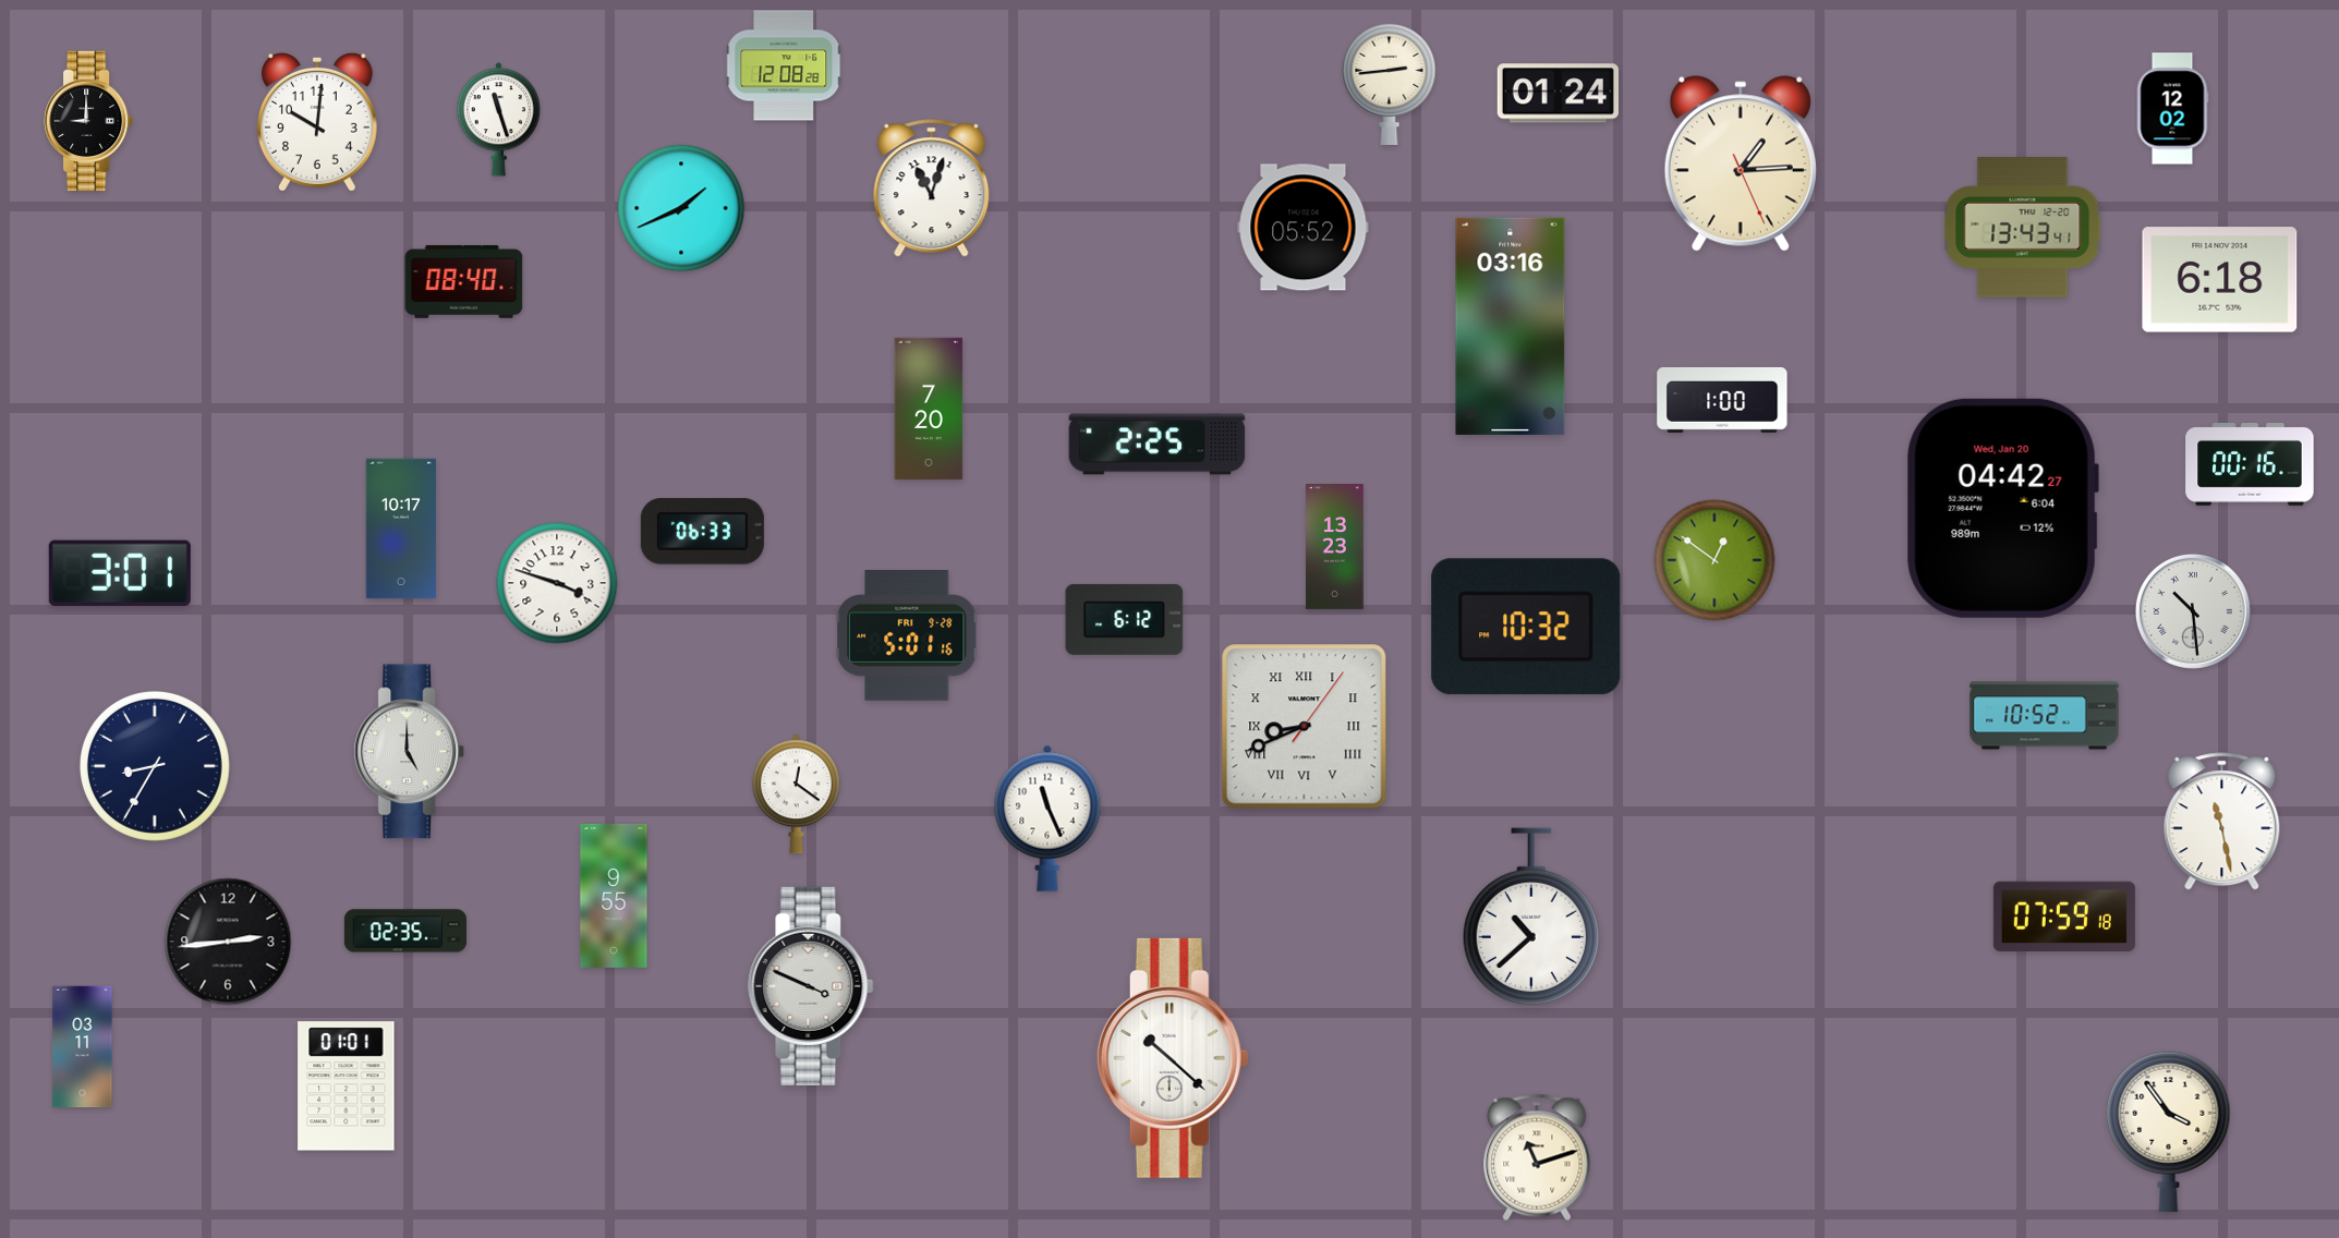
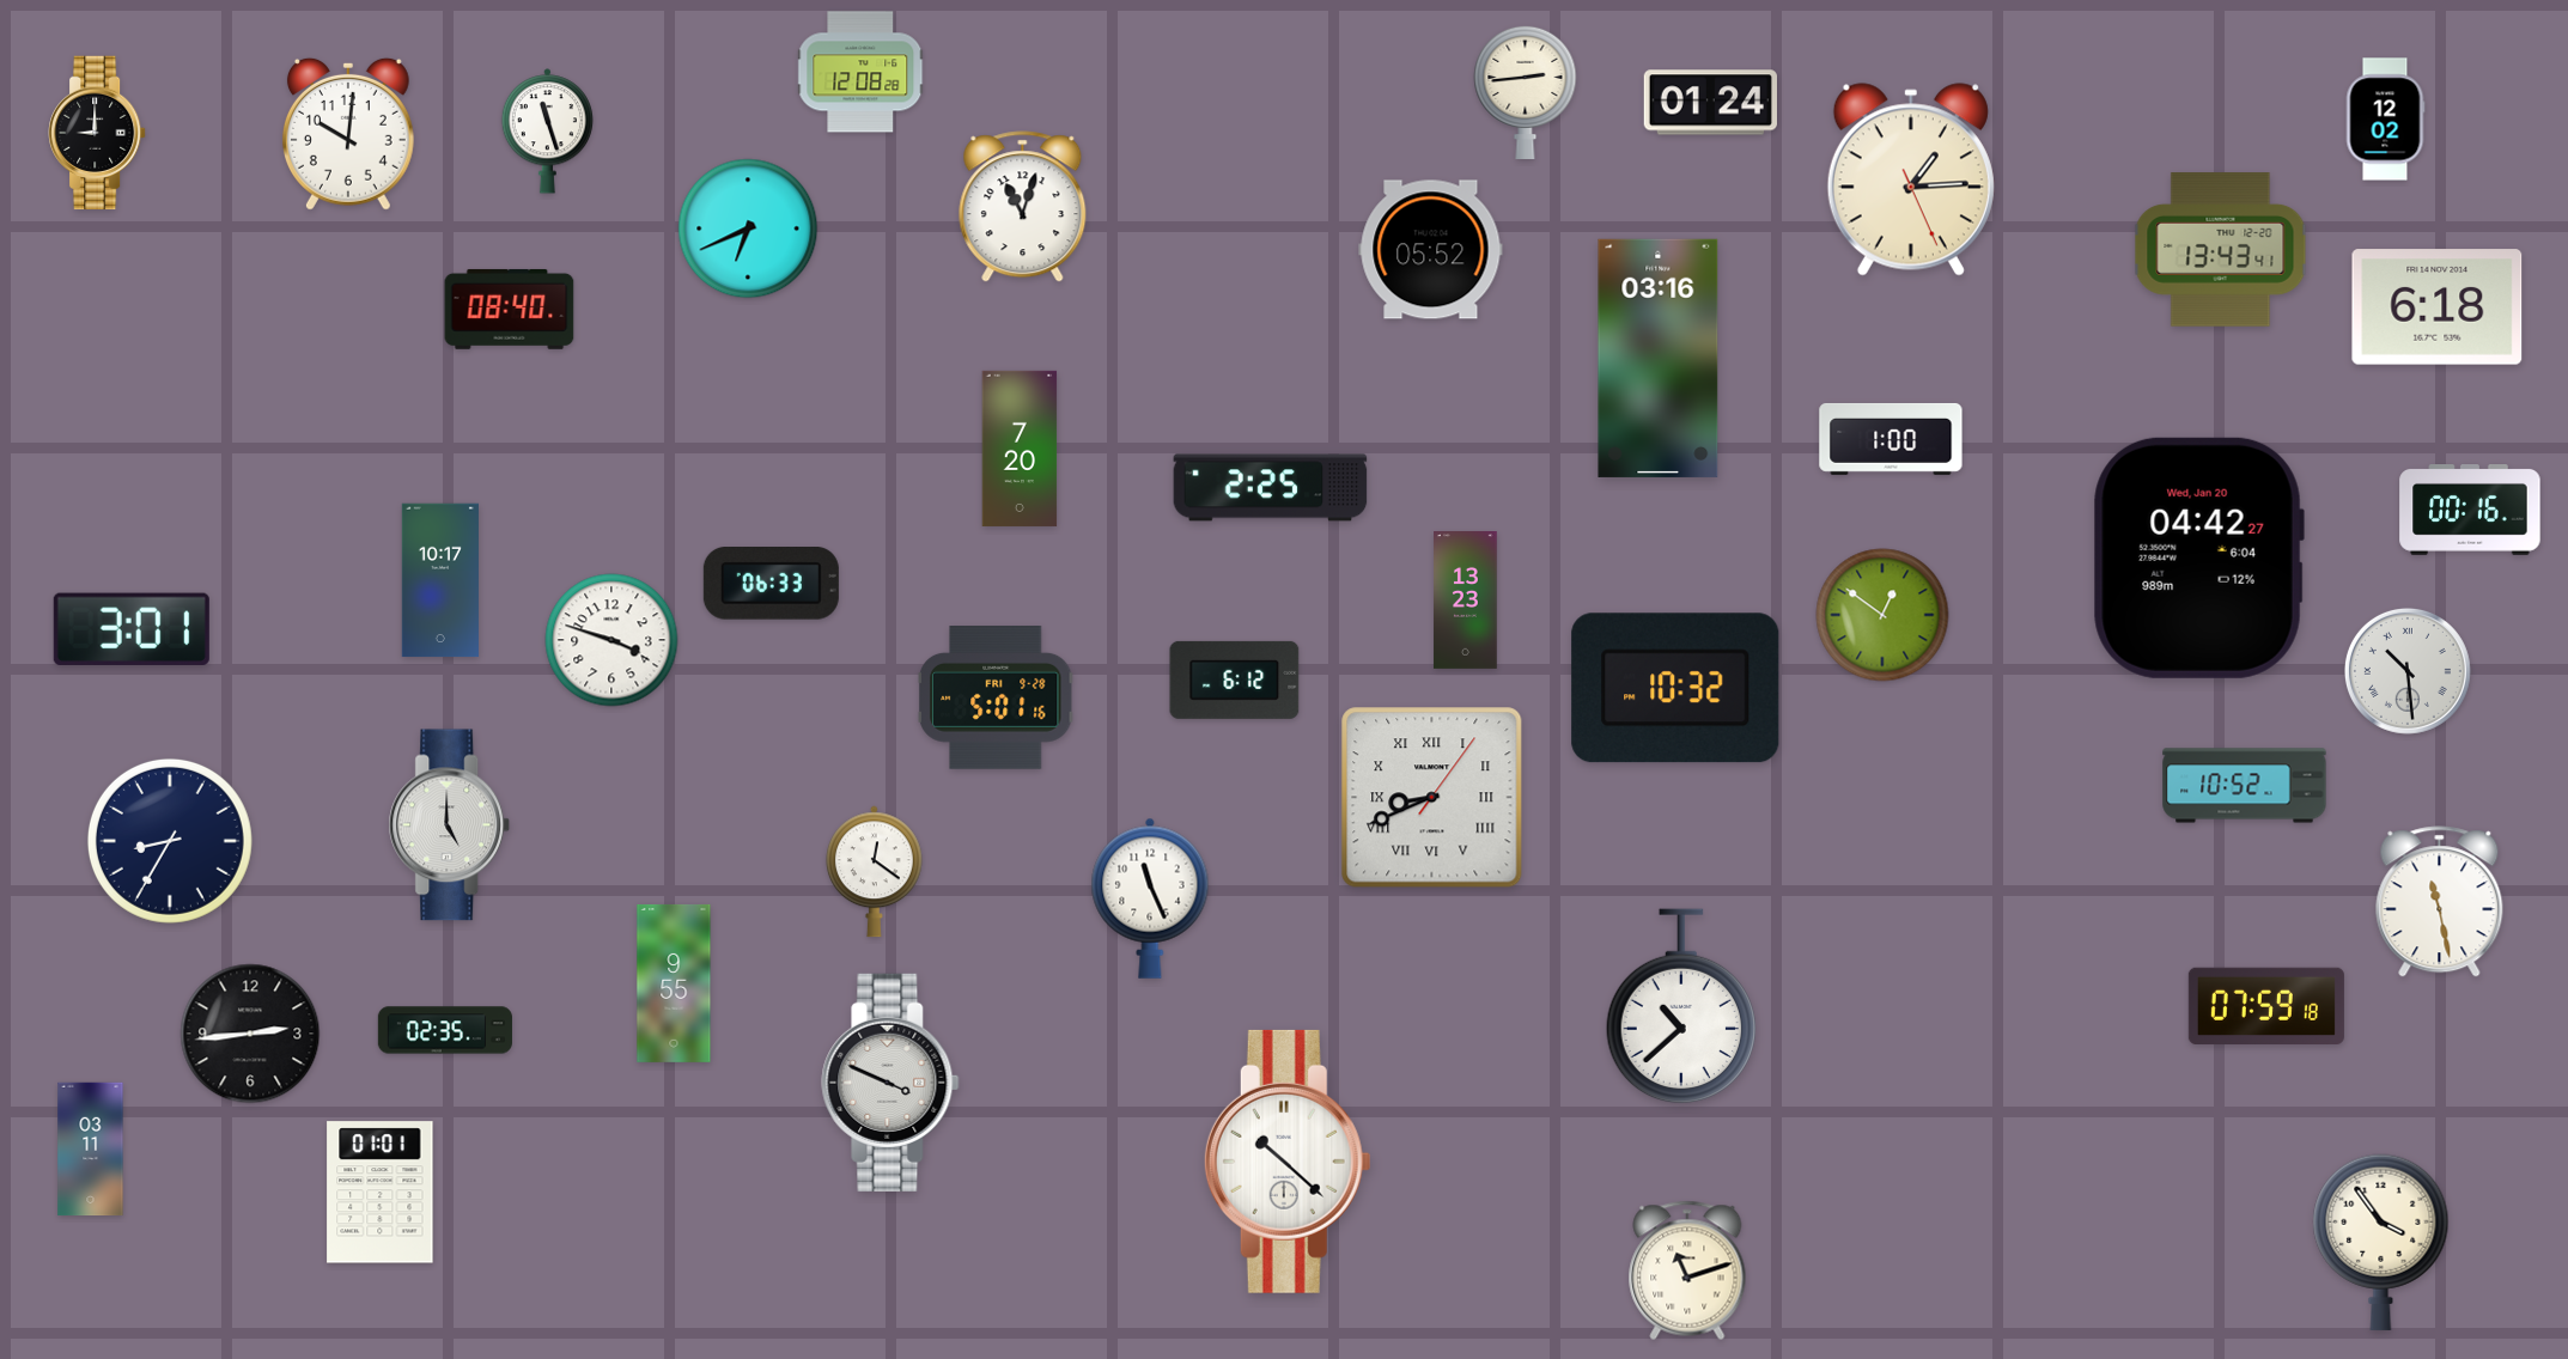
clock at (681, 208): 1:41 -> 6:41
clock at (405, 931) position: (405, 931) -> (445, 1030)
